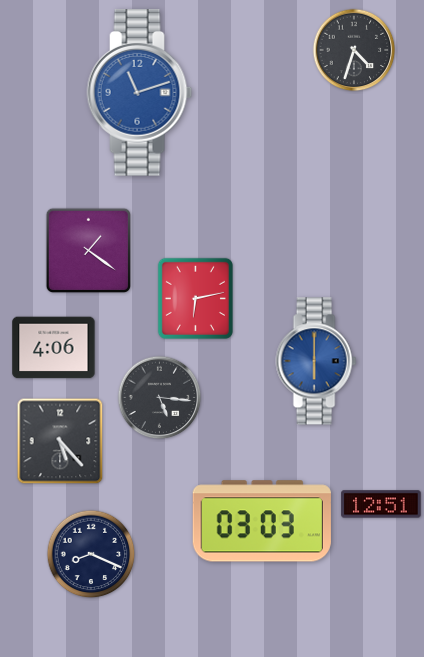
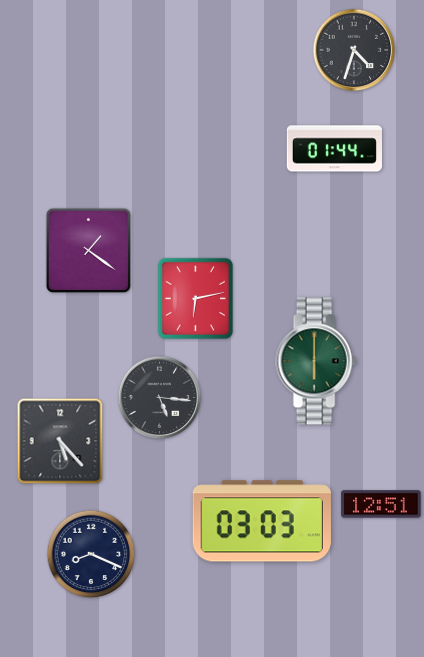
clock at (140, 93): 11:12 -> none
clock at (334, 149): none -> 01:44
clock at (54, 348): 4:06 -> none
clock at (316, 361) dial: blue -> green
